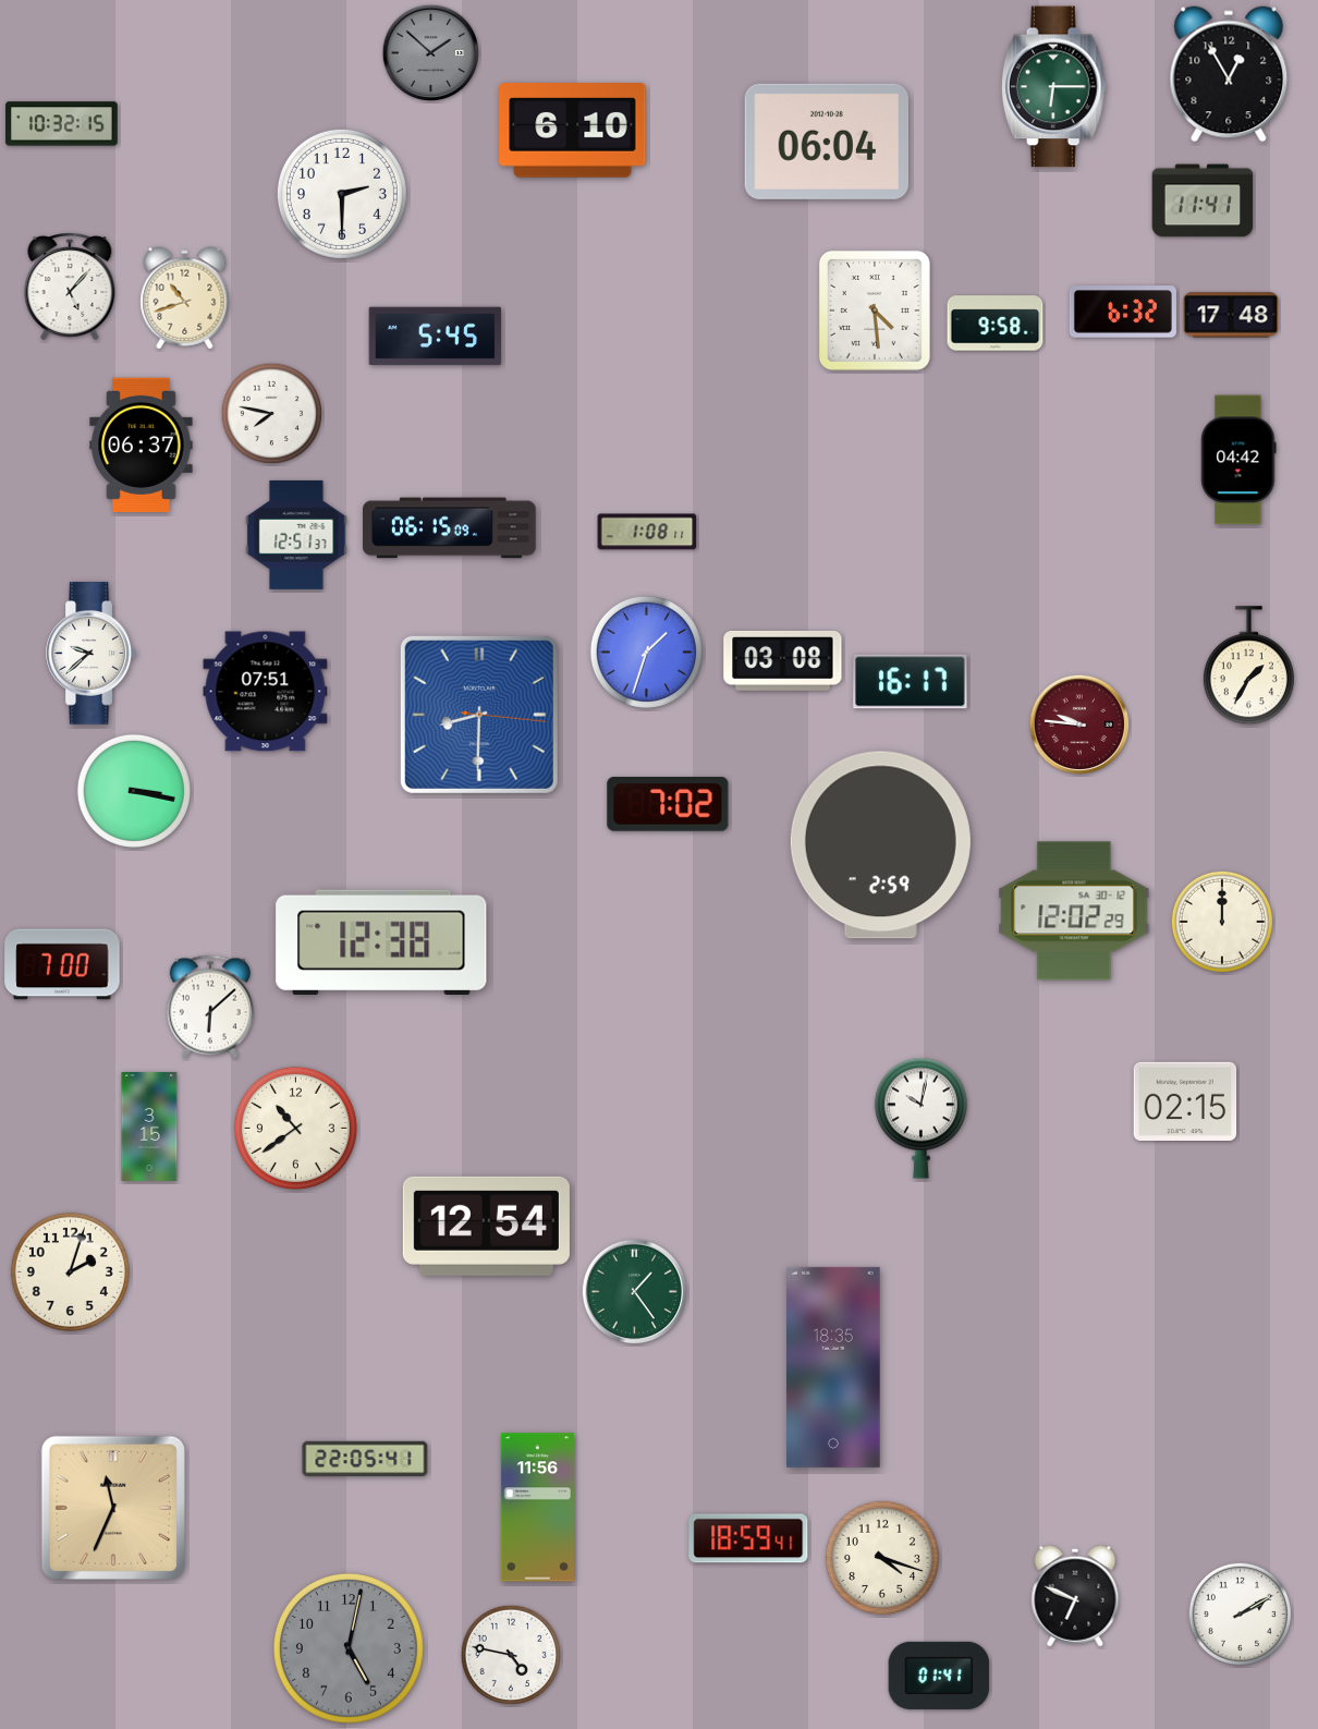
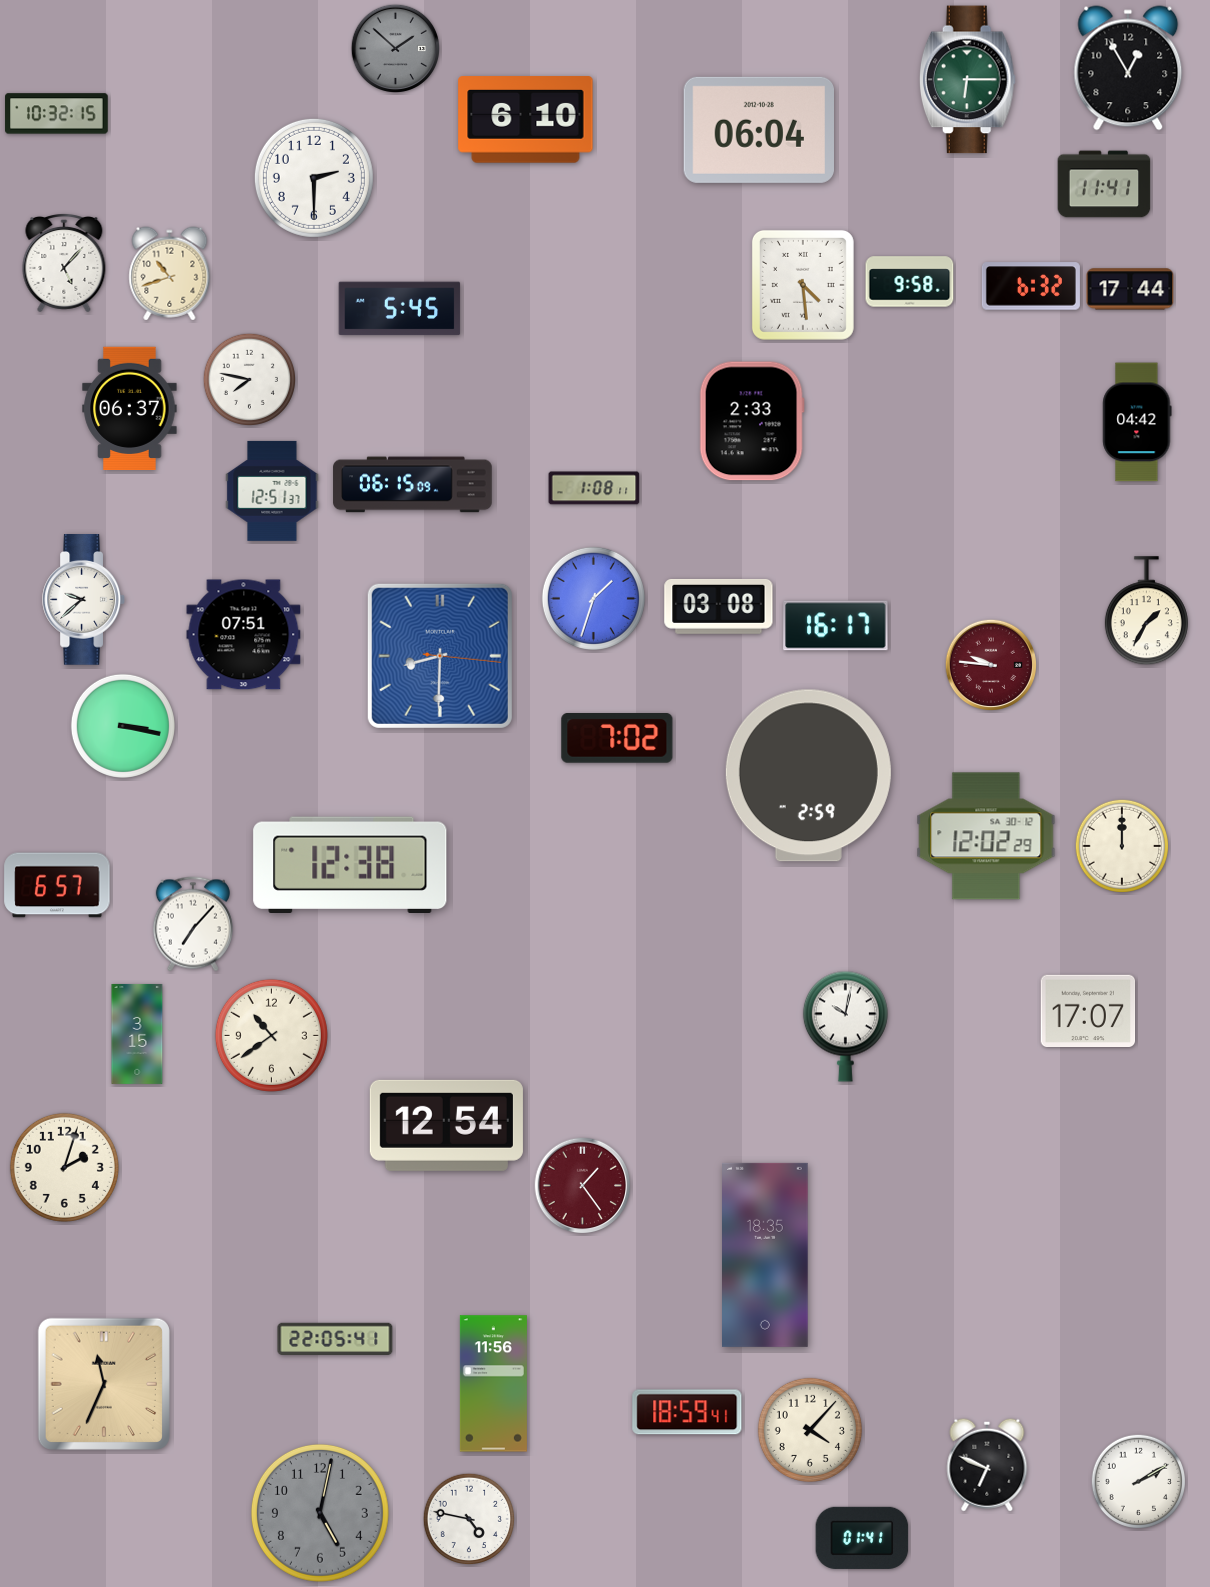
clock at (1231, 315): 17:48 -> 17:44
clock at (996, 324) position: (996, 324) -> (910, 282)
clock at (752, 421): none -> 2:33
clock at (668, 804) position: (668, 804) -> (617, 738)
clock at (62, 964): 7:00 -> 6:57
clock at (210, 1007): 6:08 -> 7:07
clock at (1185, 1100): 02:15 -> 17:07
clock at (635, 1292) dial: green -> burgundy
clock at (882, 1558): 4:18 -> 4:07
